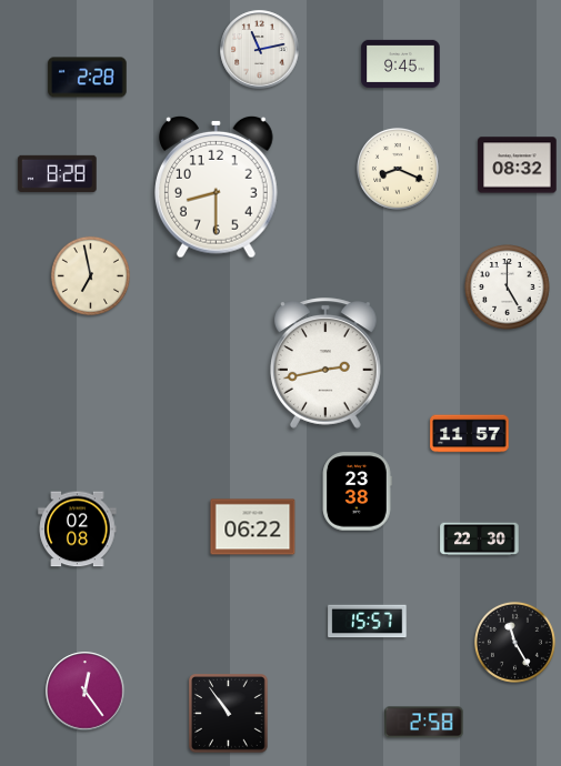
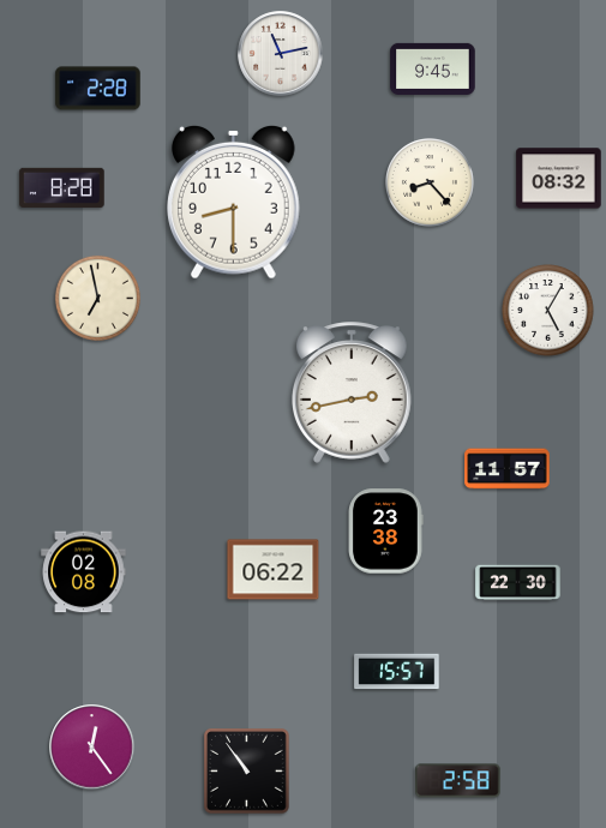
clock at (88, 78) position: (88, 78) -> (98, 89)
clock at (399, 170): 8:19 -> 8:23
clock at (508, 288): 5:00 -> 5:05
clock at (514, 642): 11:25 -> none
